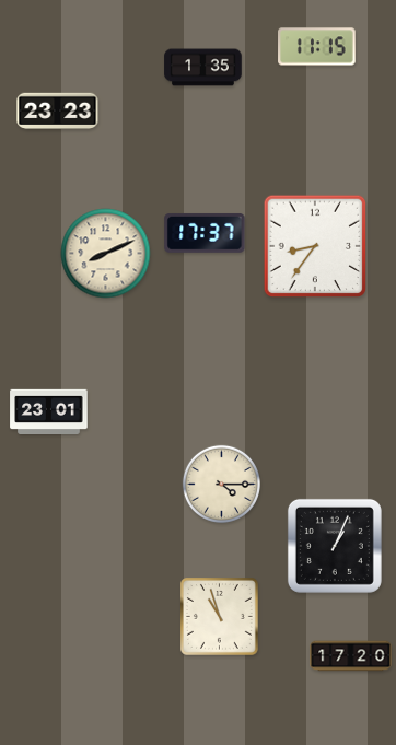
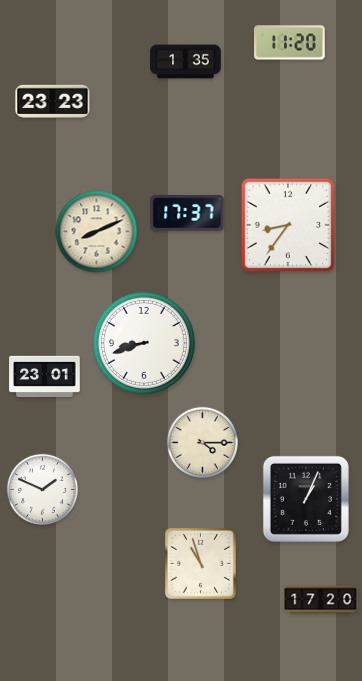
clock at (317, 47): 11:15 -> 11:20
clock at (144, 343): none -> 8:42
clock at (42, 489): none -> 1:49
